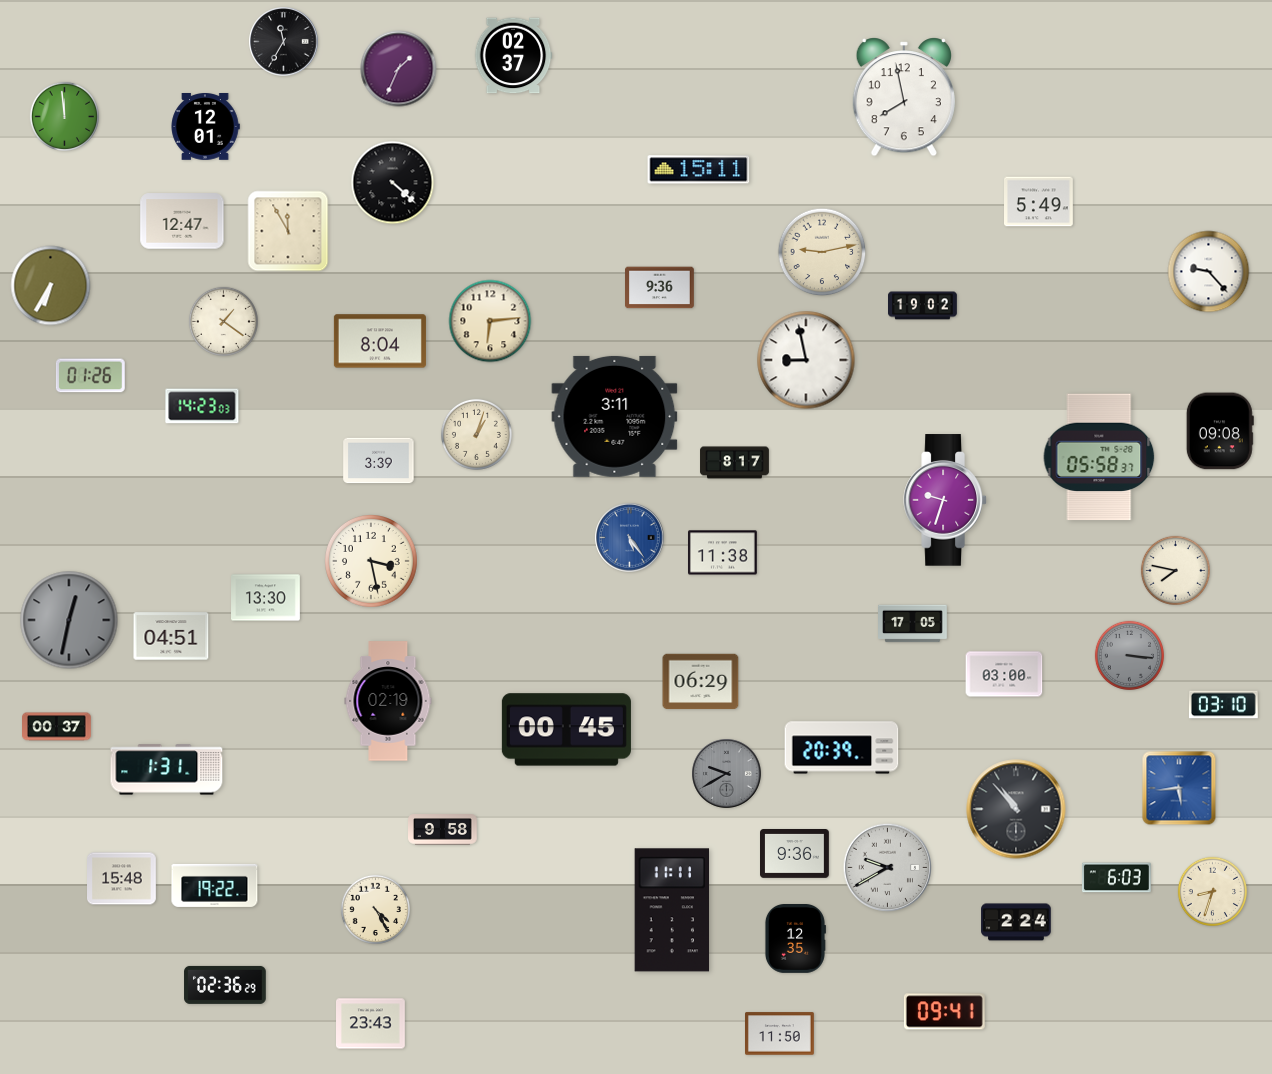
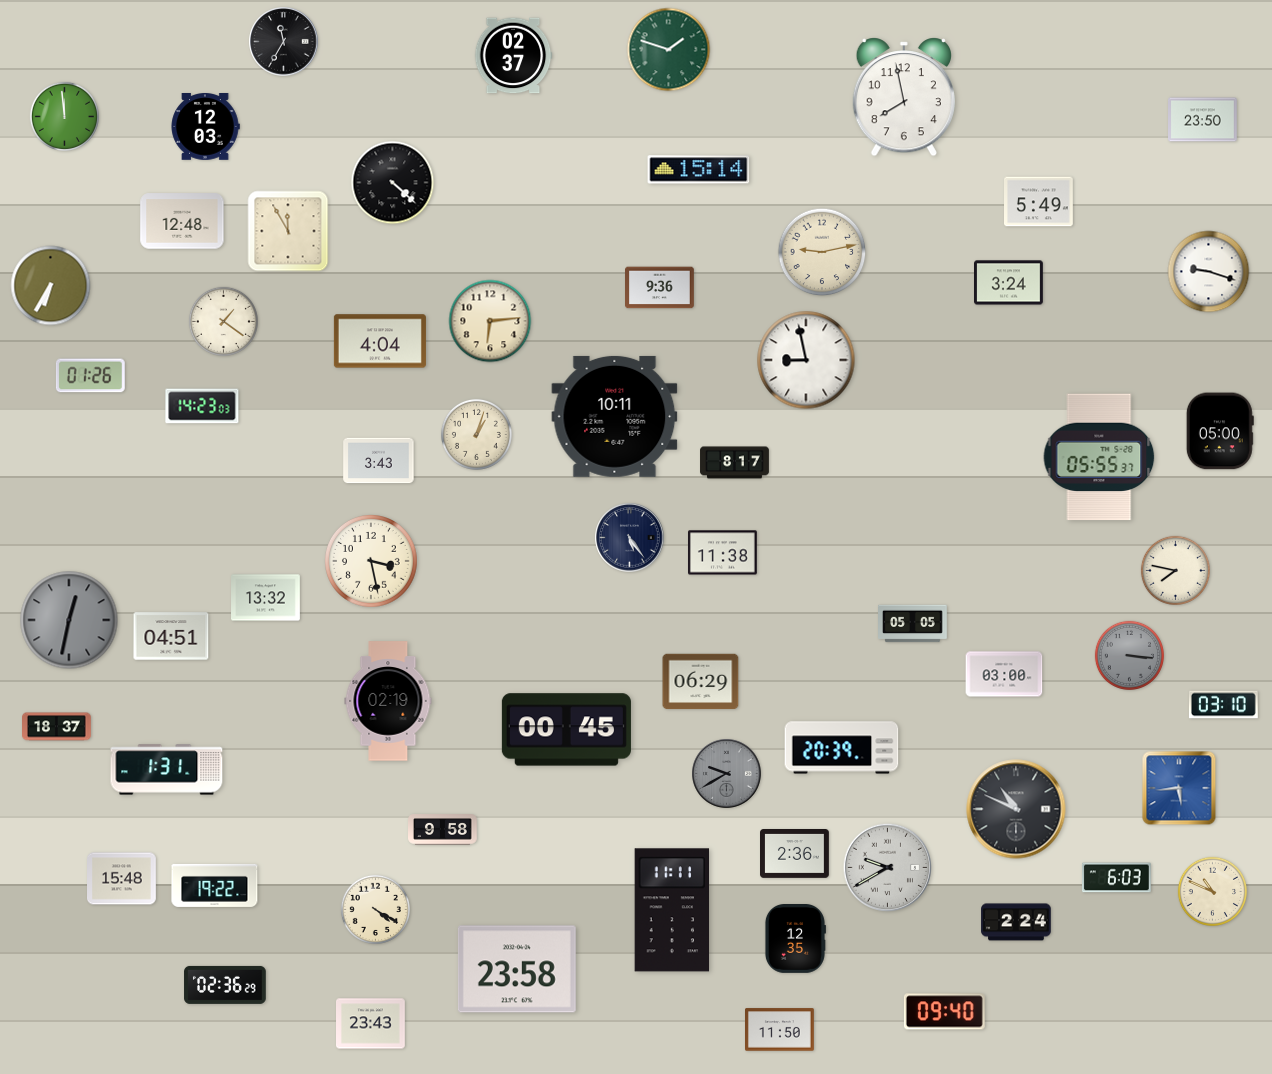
clock at (669, 50): none -> 1:48
clock at (399, 69): 1:34 -> none
clock at (1203, 120): none -> 23:50
clock at (205, 127): 12:01 -> 12:03
clock at (699, 170): 15:11 -> 15:14
clock at (182, 221): 12:47 -> 12:48
clock at (1209, 272): 9:23 -> 9:18
clock at (1009, 283): none -> 3:24
clock at (923, 306): 19:02 -> none
clock at (380, 341): 8:04 -> 4:04
clock at (615, 416): 3:11 -> 10:11
clock at (1220, 431): 09:08 -> 05:00
clock at (1099, 457): 05:58 -> 05:55
clock at (379, 461): 3:39 -> 3:43
clock at (945, 500): 9:33 -> none
clock at (630, 538) dial: blue -> navy
clock at (266, 598): 13:30 -> 13:32
clock at (913, 624): 17:05 -> 05:05
clock at (57, 727): 00:37 -> 18:37
clock at (1016, 809): 10:53 -> 10:49
clock at (795, 854): 9:36 -> 2:36
clock at (1212, 891): 8:33 -> 10:49
clock at (375, 909): 4:25 -> 4:20
clock at (517, 969): none -> 23:58
clock at (944, 1012): 09:41 -> 09:40
clock at (780, 1034) position: (780, 1034) -> (780, 1030)
